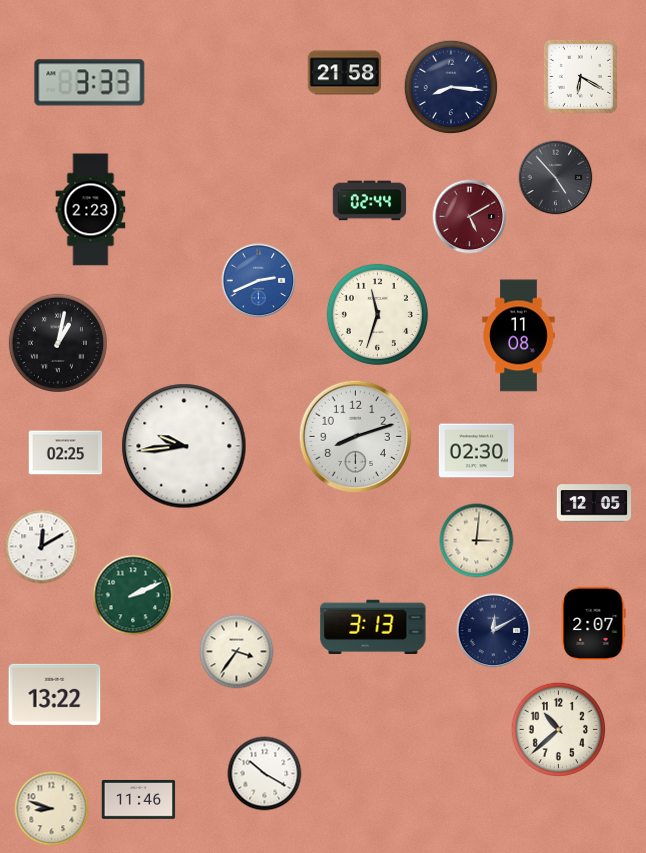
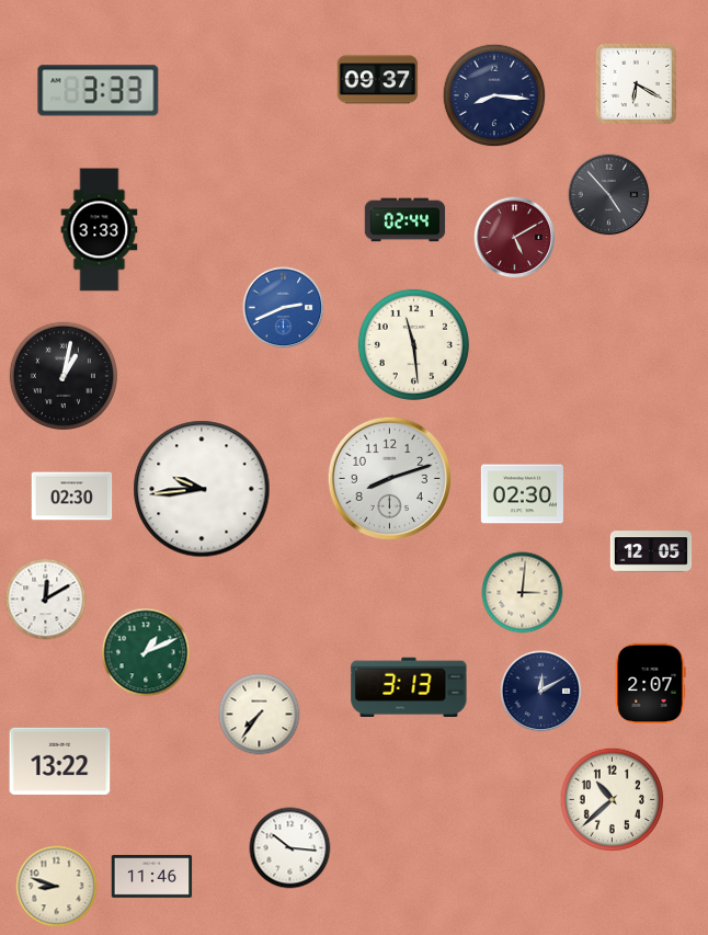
clock at (345, 73): 21:58 -> 09:37
clock at (91, 210): 2:23 -> 3:33
clock at (377, 314): 11:33 -> 11:29
clock at (519, 336): 11:08 -> none
clock at (66, 453): 02:25 -> 02:30
clock at (133, 595): 2:11 -> 1:11
clock at (237, 652): 3:36 -> 7:36
clock at (265, 774): 10:20 -> 10:16
